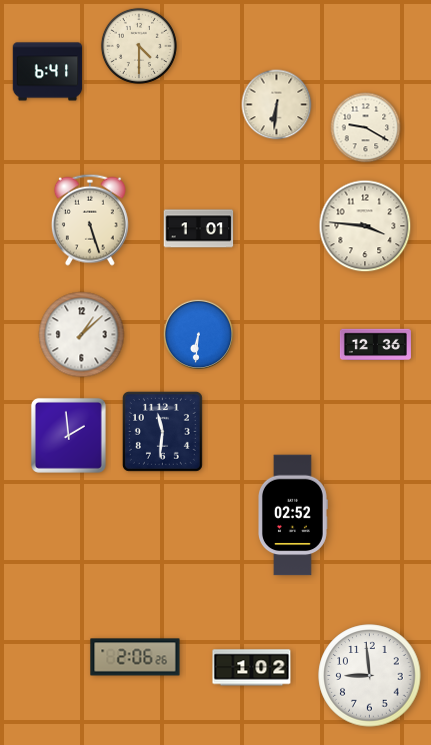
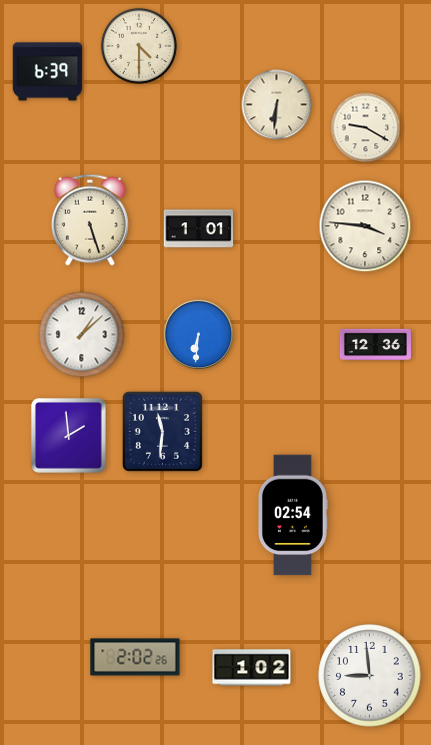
clock at (48, 72): 6:41 -> 6:39
clock at (293, 515): 02:52 -> 02:54
clock at (135, 657): 2:06 -> 2:02
